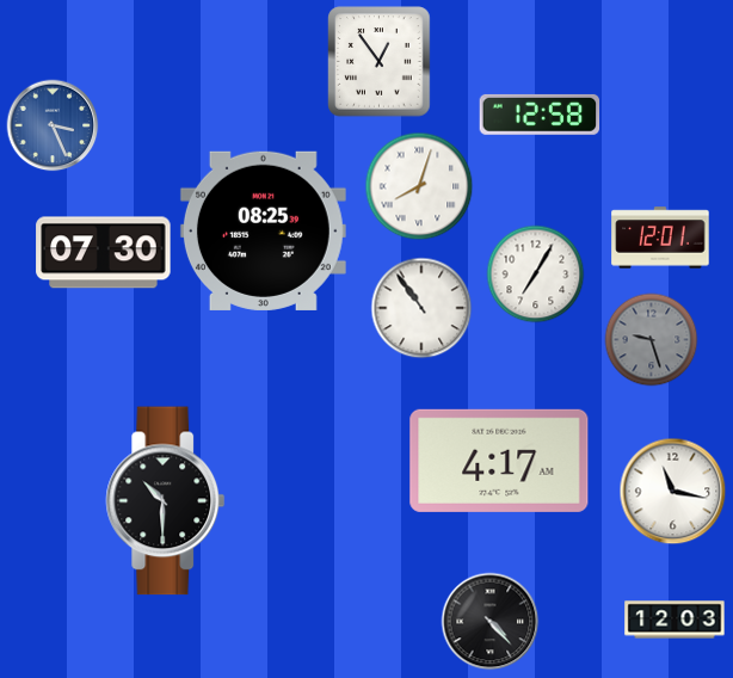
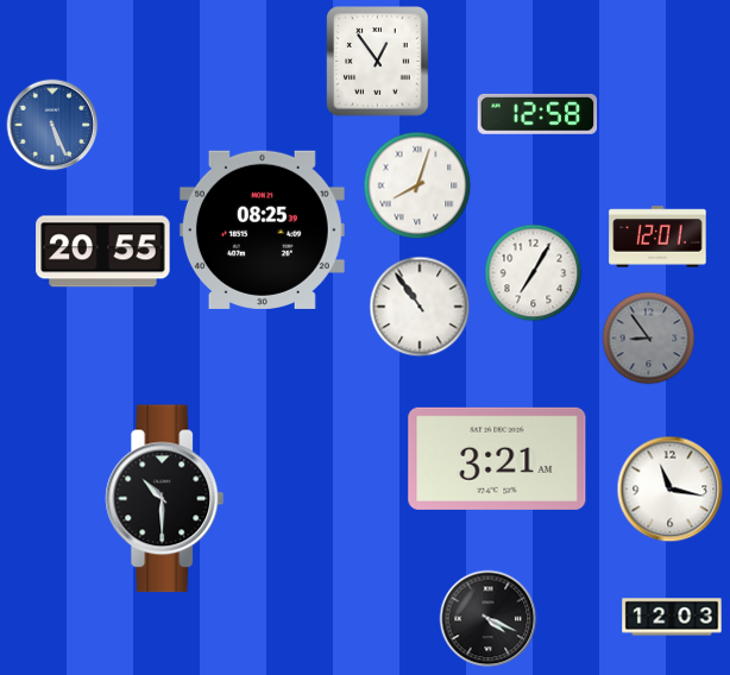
clock at (53, 125): 3:26 -> 5:26
clock at (104, 253): 07:30 -> 20:55
clock at (652, 340): 9:27 -> 8:54
clock at (499, 461): 4:17 -> 3:21
clock at (491, 622): 4:23 -> 4:19
